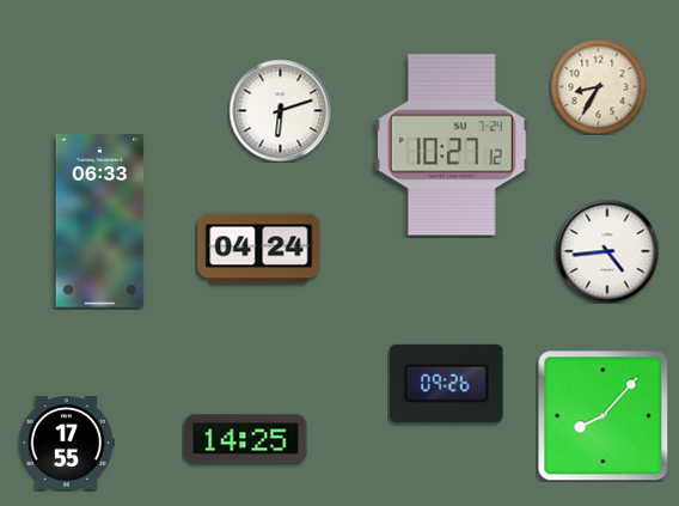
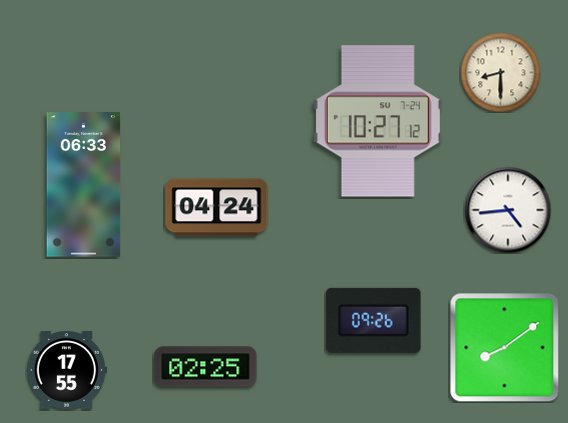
clock at (598, 86): 8:35 -> 8:30
clock at (280, 110): 6:12 -> none
clock at (604, 416): 8:07 -> 8:09
clock at (246, 439): 14:25 -> 02:25
clock at (67, 443) position: (67, 443) -> (67, 370)
